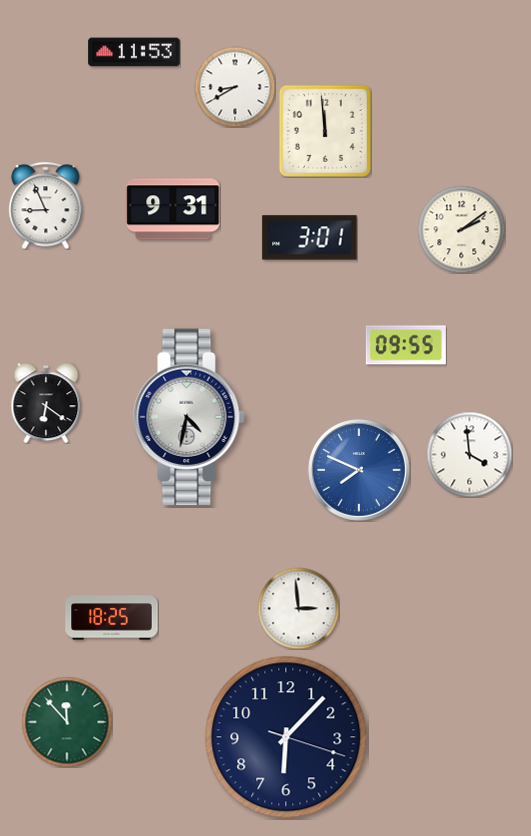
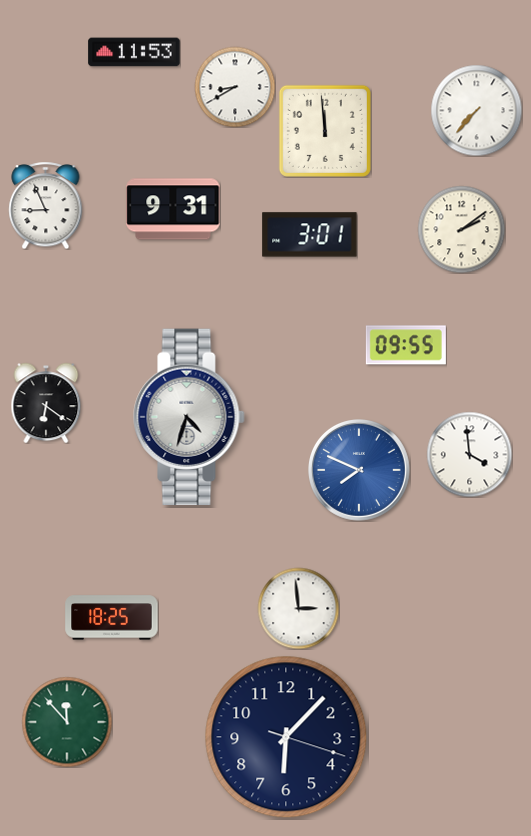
clock at (476, 110): none -> 7:37
clock at (310, 238) position: (310, 238) -> (310, 235)
clock at (189, 417): 4:32 -> 4:33
